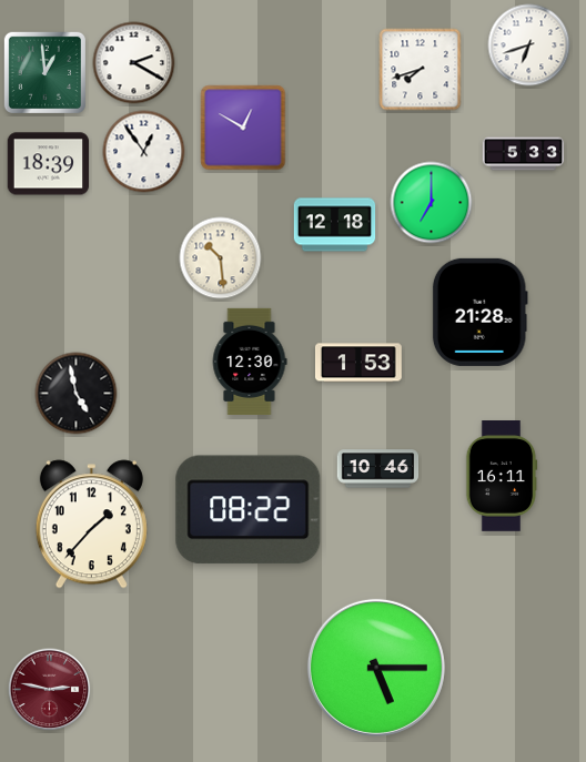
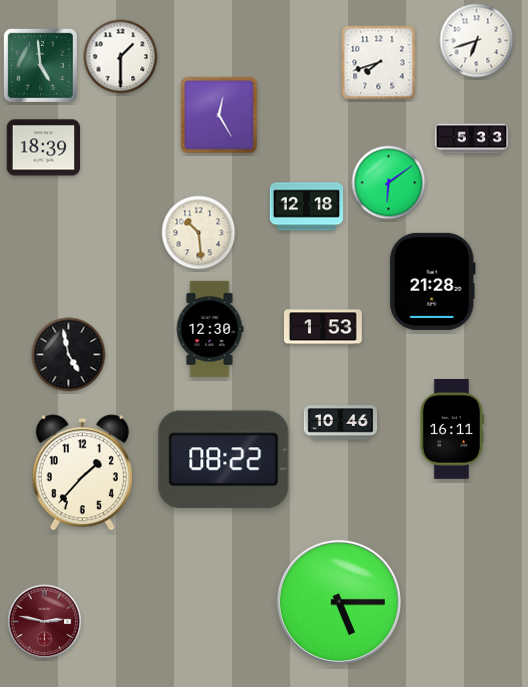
clock at (134, 63): 2:20 -> 1:30
clock at (44, 72): 12:59 -> 4:59
clock at (243, 128): 12:50 -> 12:25
clock at (144, 152): 12:54 -> none
clock at (432, 203): 7:00 -> 6:09
clock at (335, 225) position: (335, 225) -> (307, 207)
clock at (250, 362) position: (250, 362) -> (210, 329)
